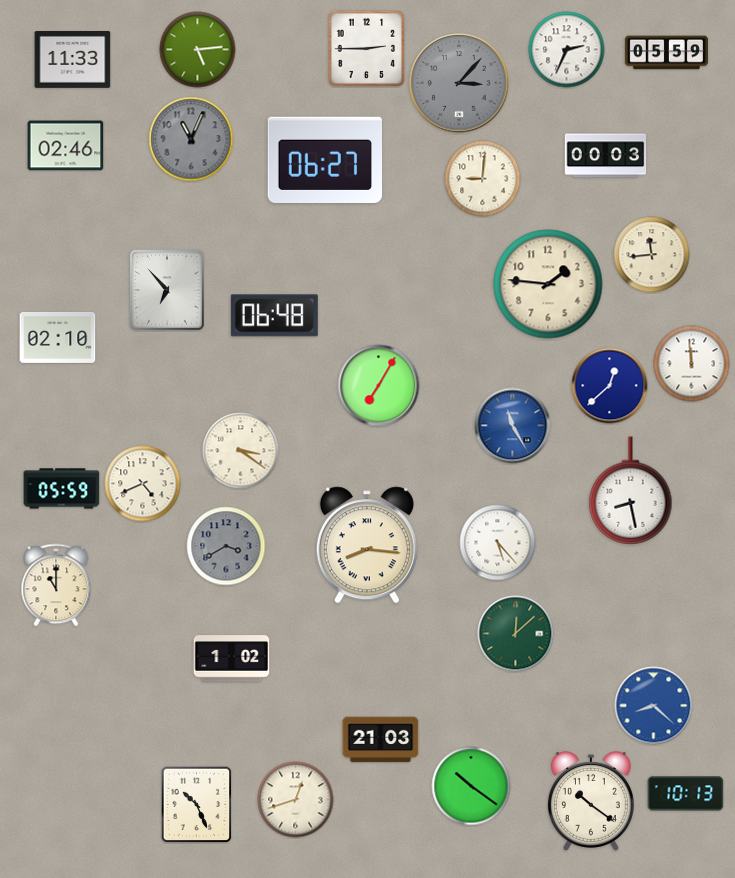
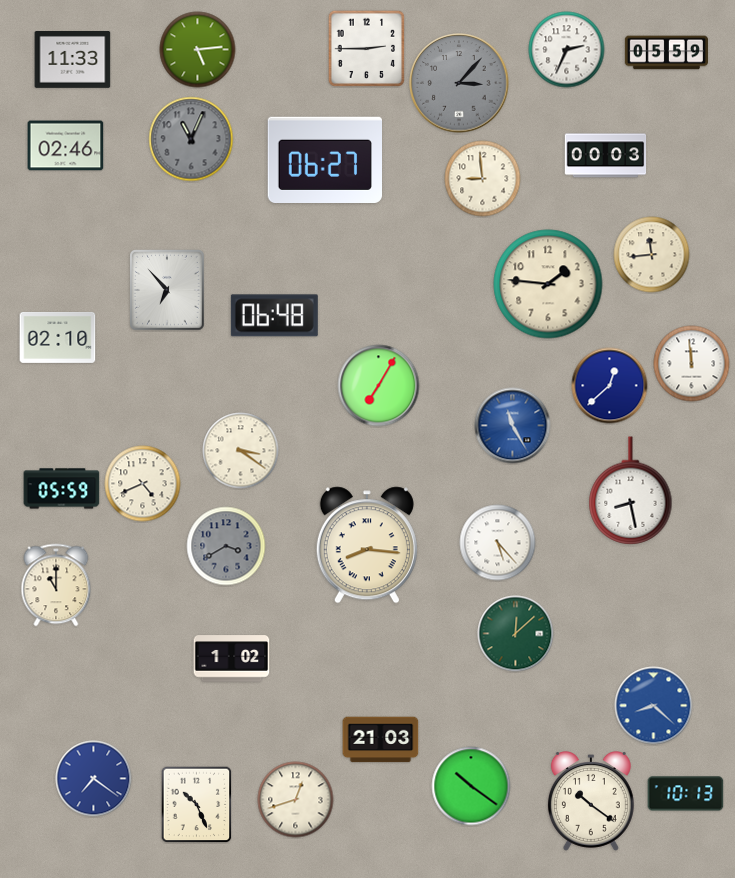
clock at (483, 179): 9:01 -> 8:59
clock at (94, 779): none -> 7:21
